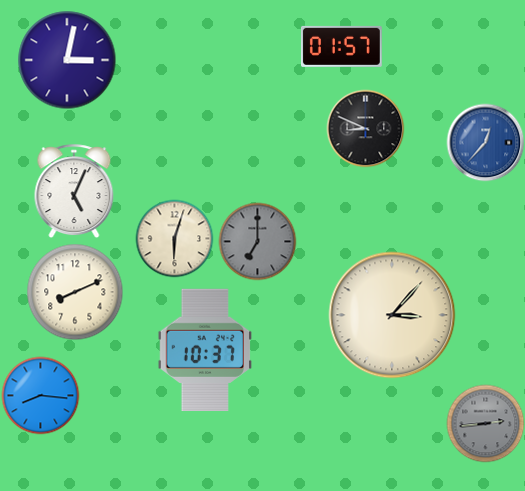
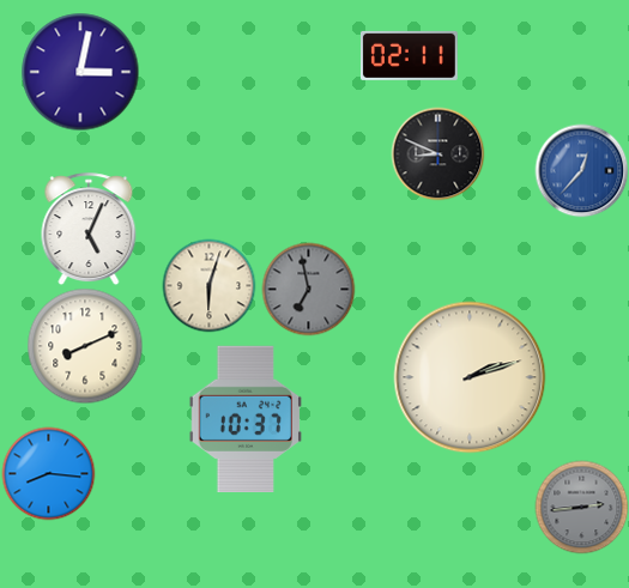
clock at (341, 46): 01:57 -> 02:11
clock at (257, 241): 7:00 -> 6:58
clock at (75, 292) position: (75, 292) -> (85, 346)
clock at (392, 315): 3:07 -> 2:12
